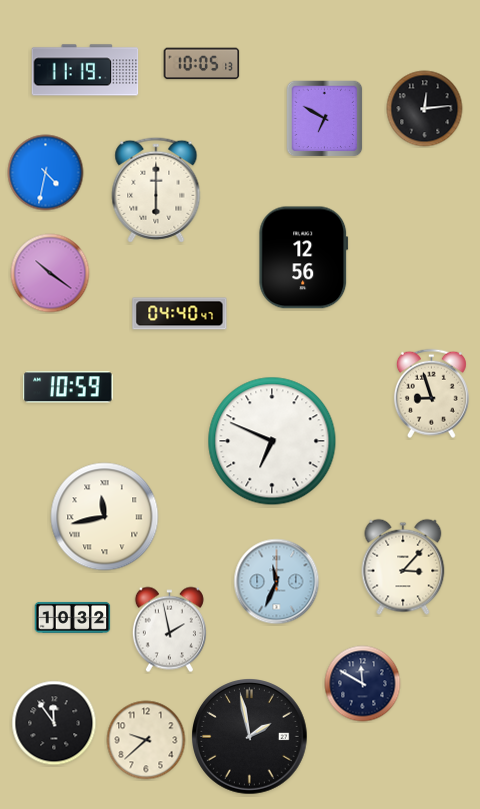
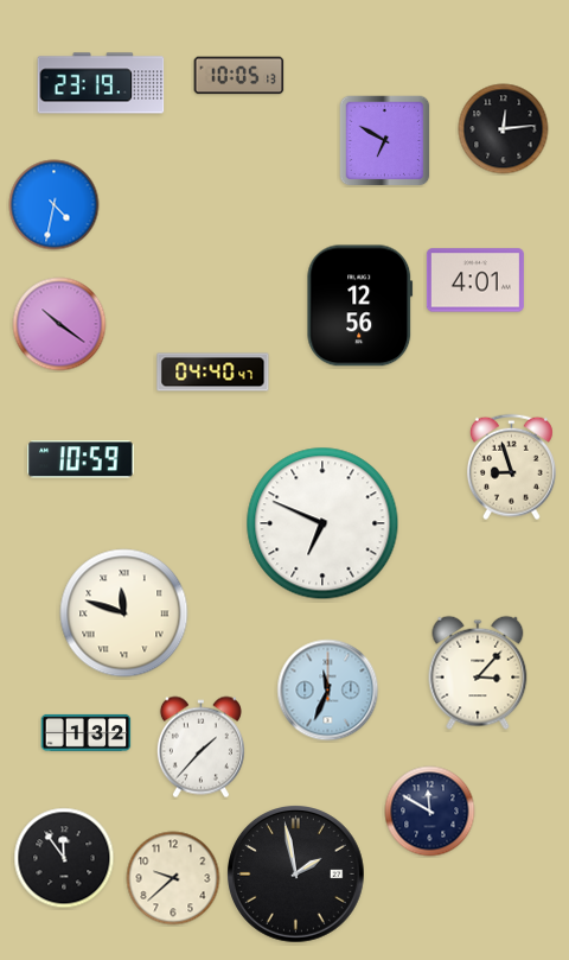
clock at (85, 70): 11:19 -> 23:19
clock at (156, 190): 6:00 -> none
clock at (475, 280): none -> 4:01
clock at (105, 517): 11:43 -> 11:48
clock at (73, 617): 10:32 -> 1:32
clock at (169, 630): 1:58 -> 1:37
